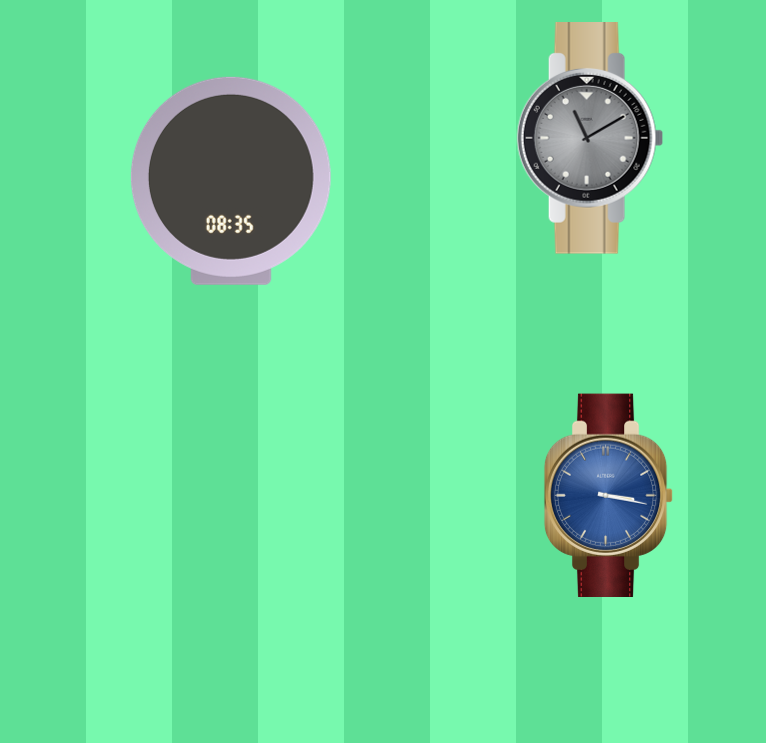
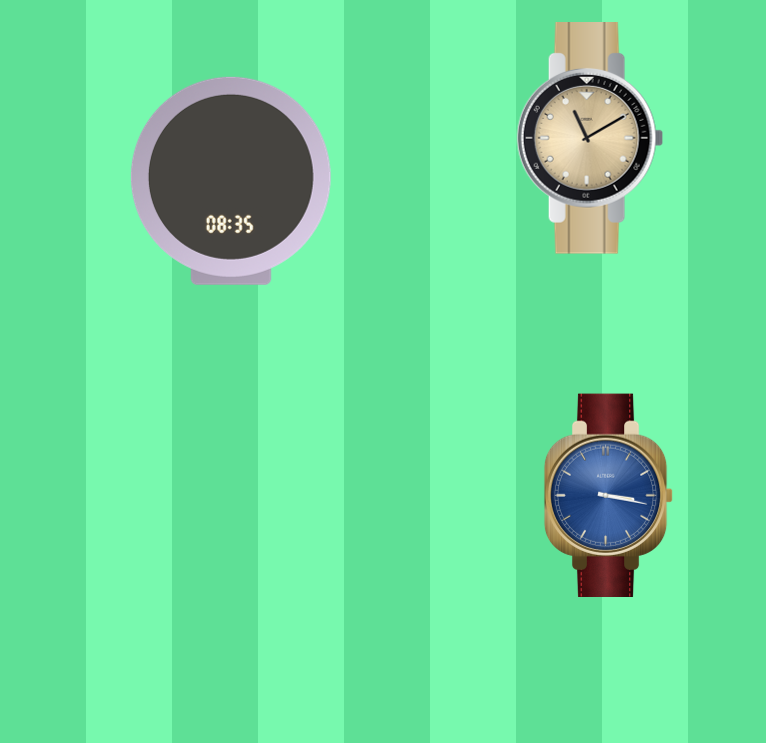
clock at (590, 139) dial: grey -> champagne
